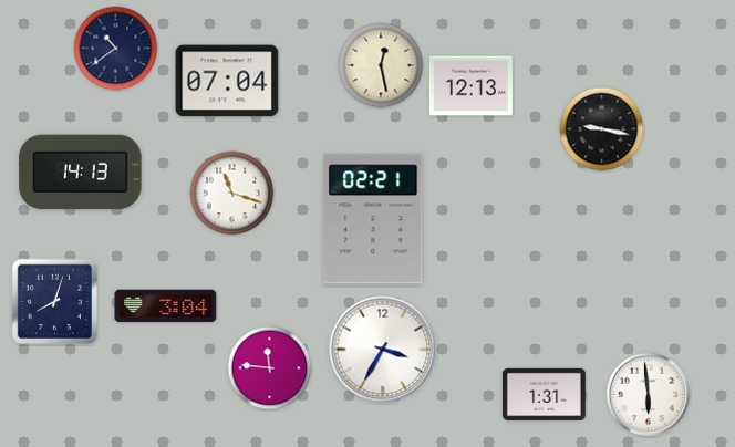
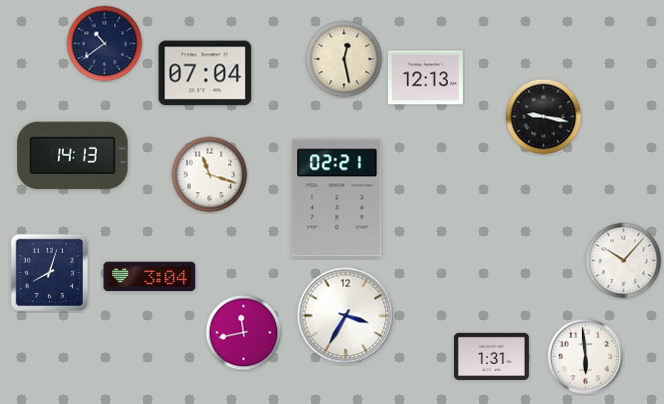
clock at (624, 261): none -> 10:07
clock at (270, 368): 11:46 -> 11:43
